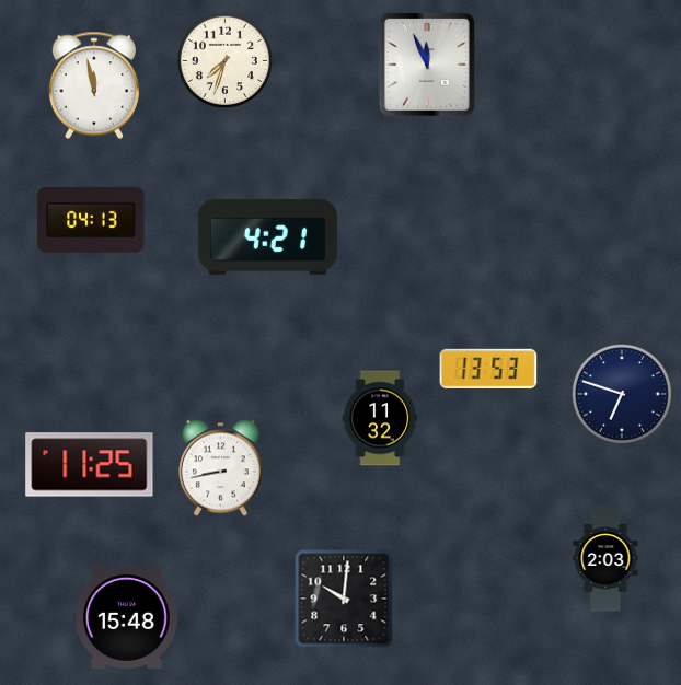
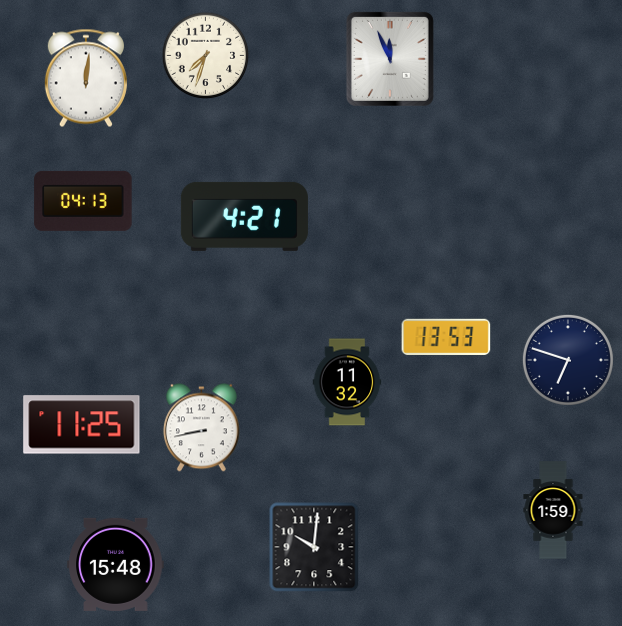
clock at (94, 85): 11:58 -> 12:01
clock at (605, 558): 2:03 -> 1:59
